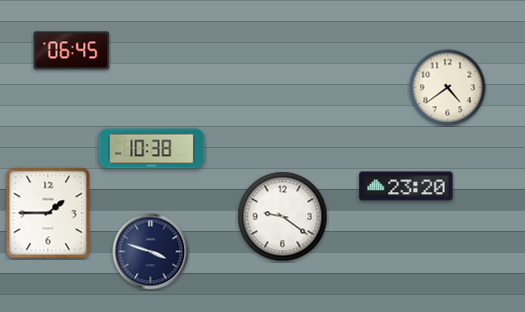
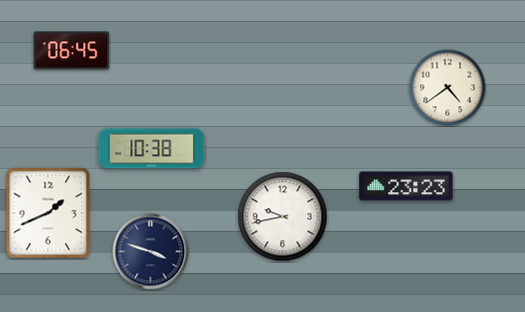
clock at (406, 186): 23:20 -> 23:23
clock at (48, 213): 1:45 -> 1:41
clock at (283, 217): 9:21 -> 9:43
